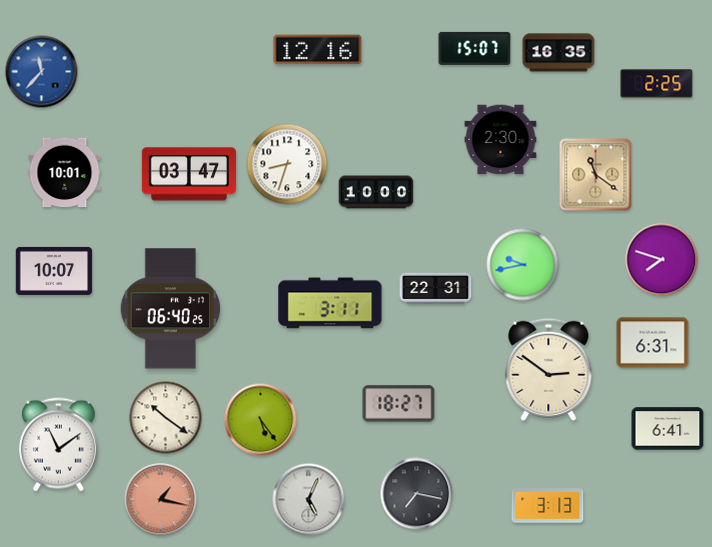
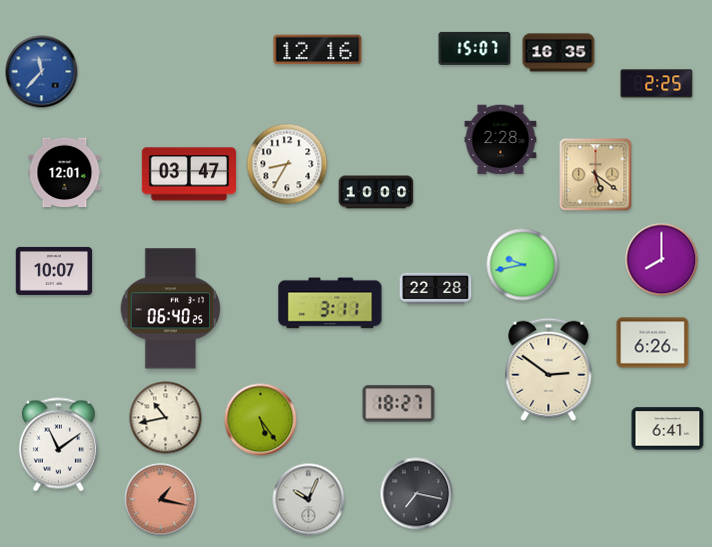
clock at (501, 140): 2:30 -> 2:28
clock at (287, 164): 8:33 -> 8:35
clock at (65, 173): 10:01 -> 12:01
clock at (596, 175): 11:21 -> 5:21
clock at (662, 260): 7:48 -> 8:00
clock at (436, 288): 22:31 -> 22:28
clock at (653, 343): 6:31 -> 6:26
clock at (166, 418): 10:21 -> 10:43
clock at (309, 500): 5:04 -> 10:04
clock at (548, 506): 3:13 -> none
